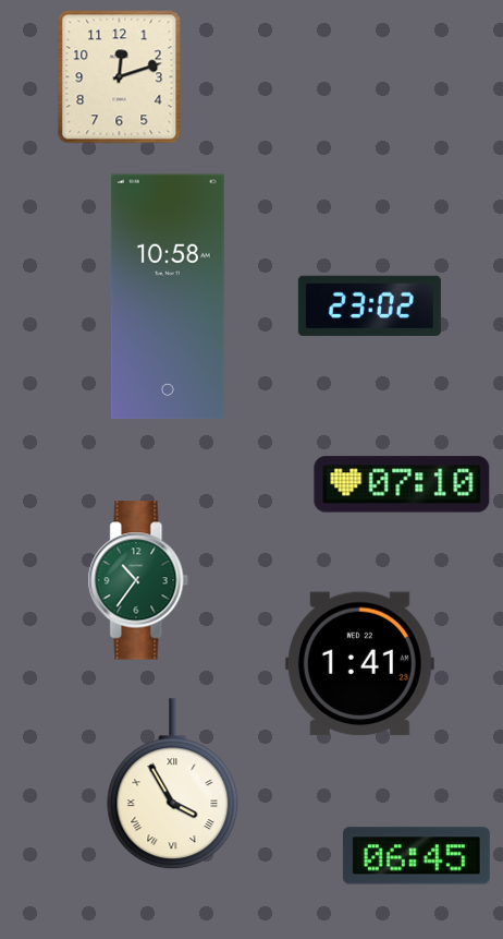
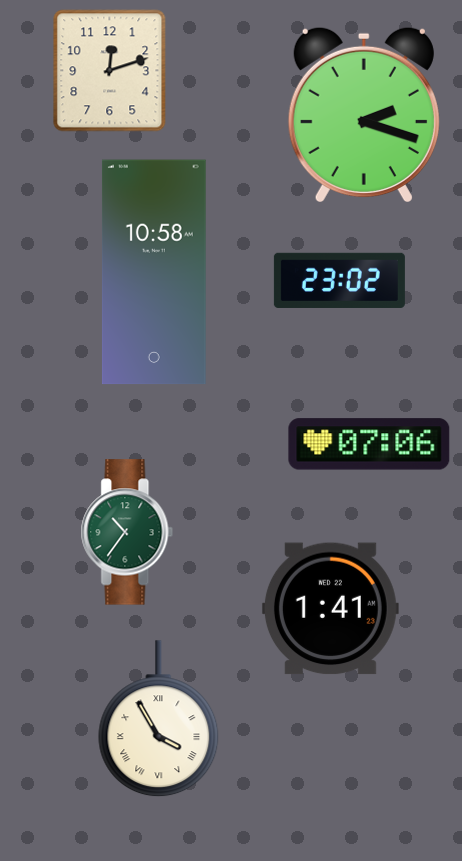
clock at (364, 114): none -> 2:18
clock at (402, 484): 07:10 -> 07:06
clock at (416, 856): 06:45 -> none
